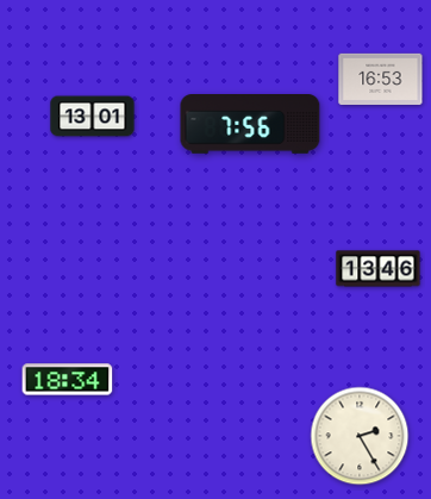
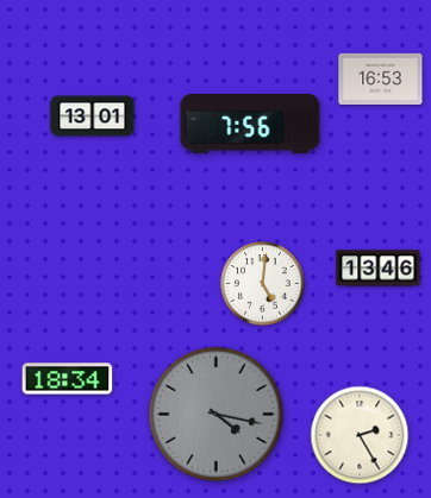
clock at (263, 284): none -> 5:01
clock at (217, 415): none -> 4:17
